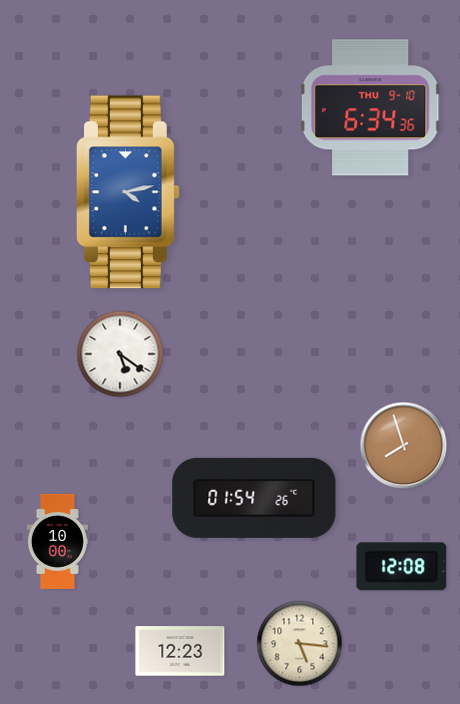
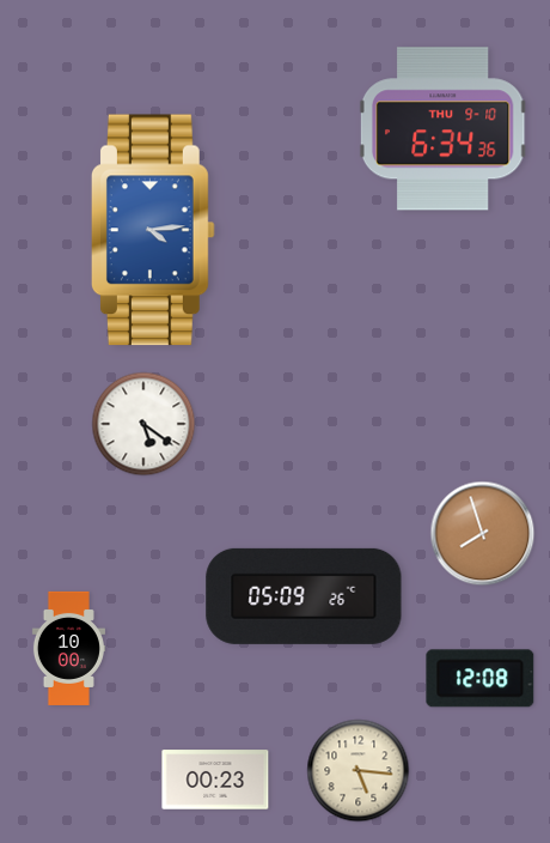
clock at (128, 192): 4:13 -> 4:14
clock at (254, 498): 01:54 -> 05:09
clock at (180, 651): 12:23 -> 00:23
